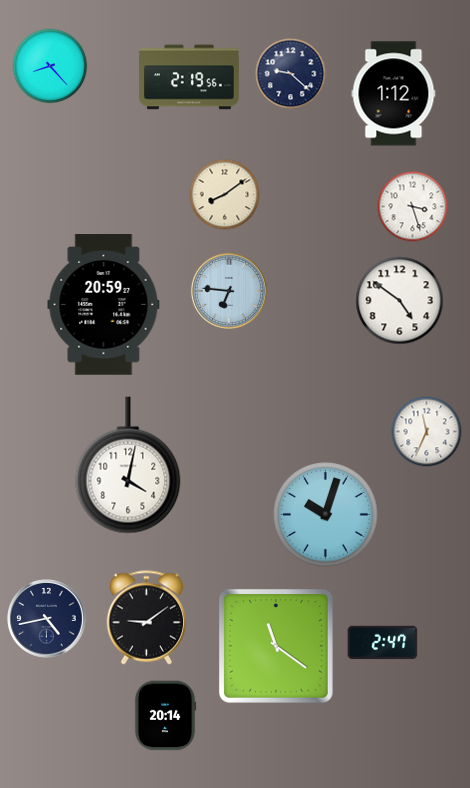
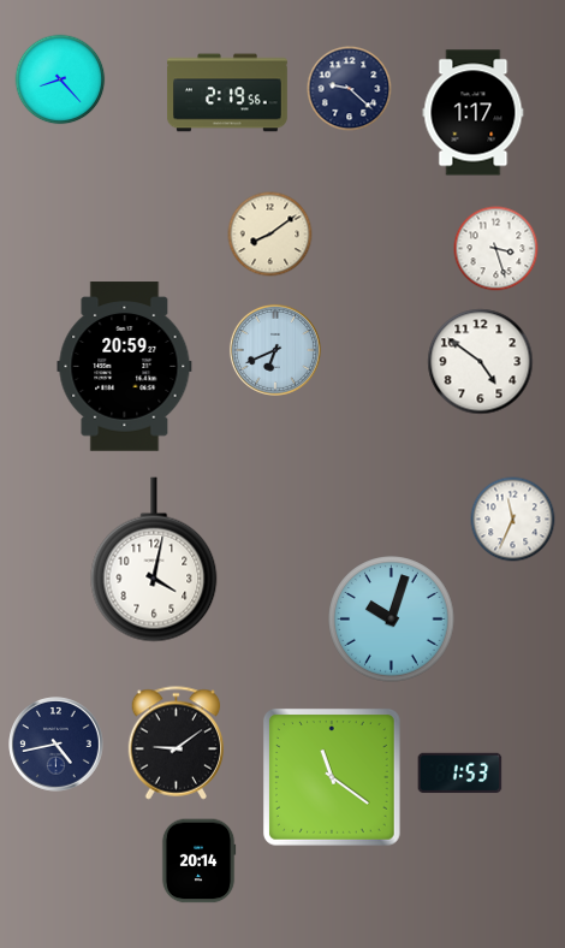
clock at (394, 94): 1:12 -> 1:17
clock at (229, 291): 6:46 -> 6:41
clock at (383, 643): 2:47 -> 1:53
